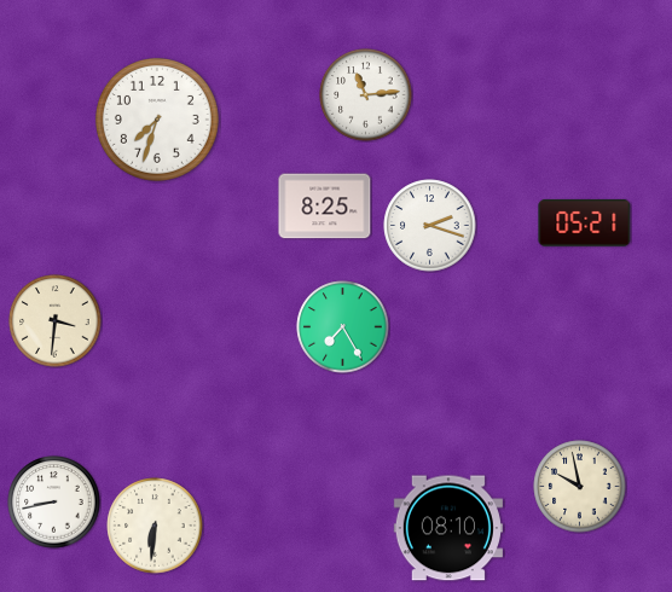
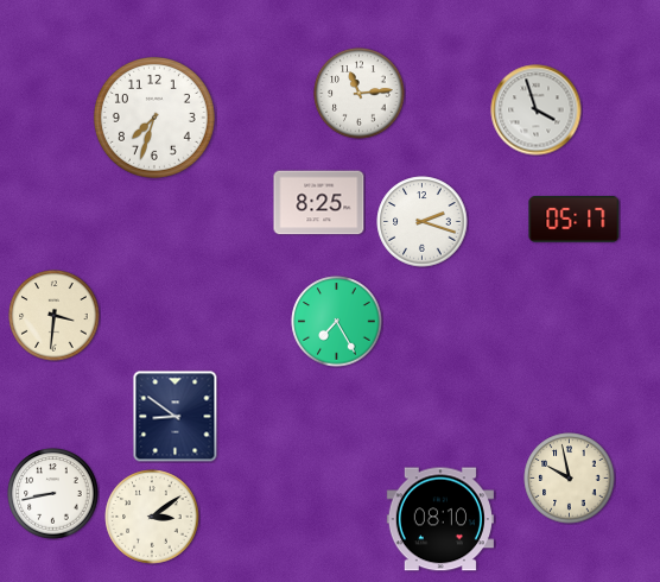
clock at (537, 110): none -> 3:57
clock at (585, 222): 05:21 -> 05:17
clock at (176, 417): none -> 8:51
clock at (155, 526): 6:31 -> 3:09
